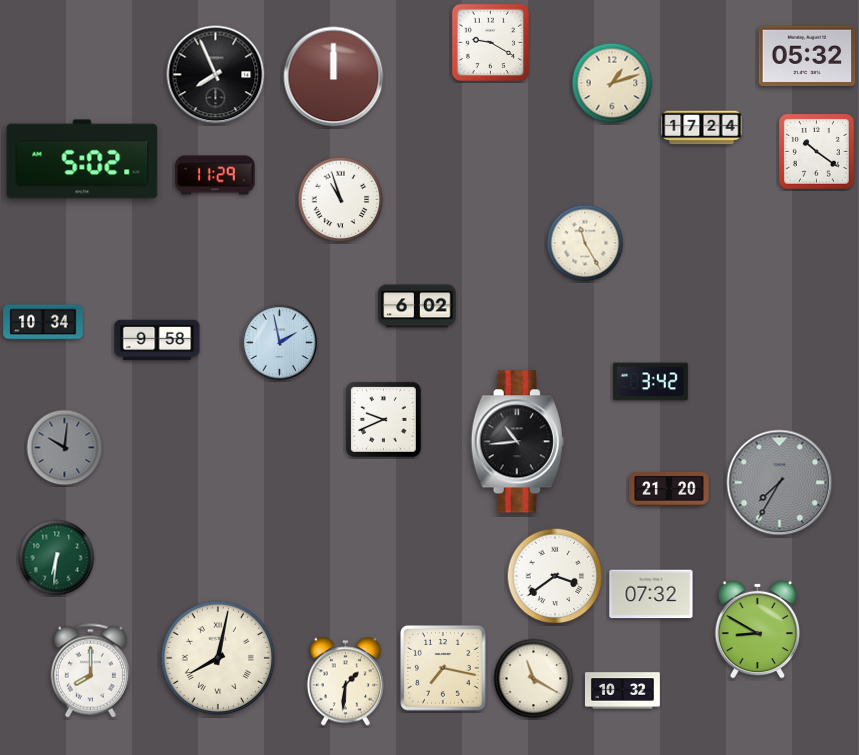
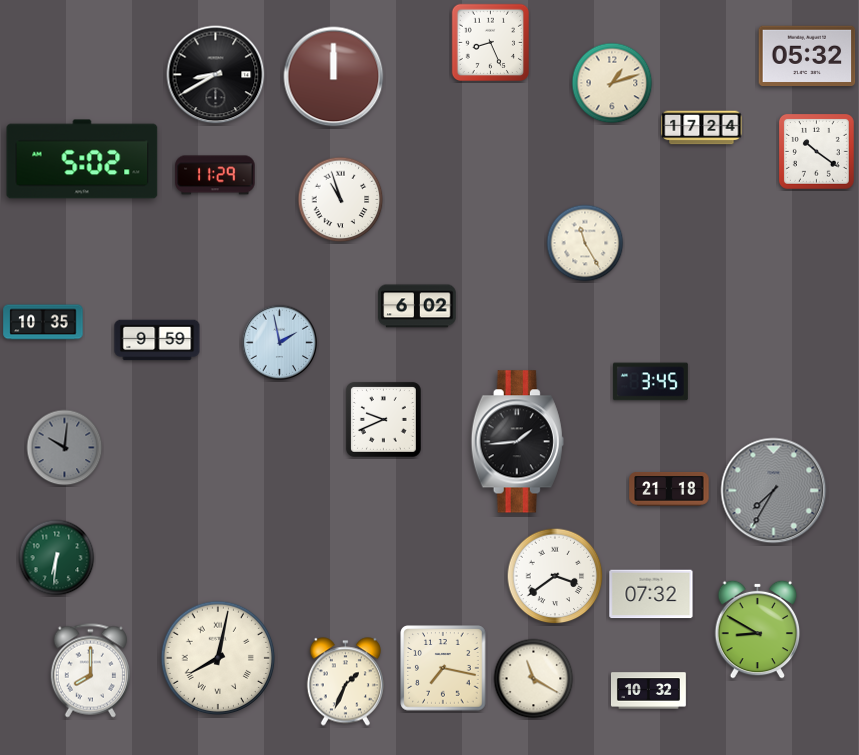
clock at (490, 42): 9:20 -> 8:26
clock at (216, 75): 7:56 -> 8:40
clock at (43, 322): 10:34 -> 10:35
clock at (157, 340): 9:58 -> 9:59
clock at (650, 382): 3:42 -> 3:45
clock at (517, 442): 10:44 -> 1:44
clock at (780, 483) position: (780, 483) -> (774, 491)
clock at (669, 490): 21:20 -> 21:18
clock at (345, 682): 1:31 -> 1:34
clock at (622, 691) position: (622, 691) -> (648, 691)
